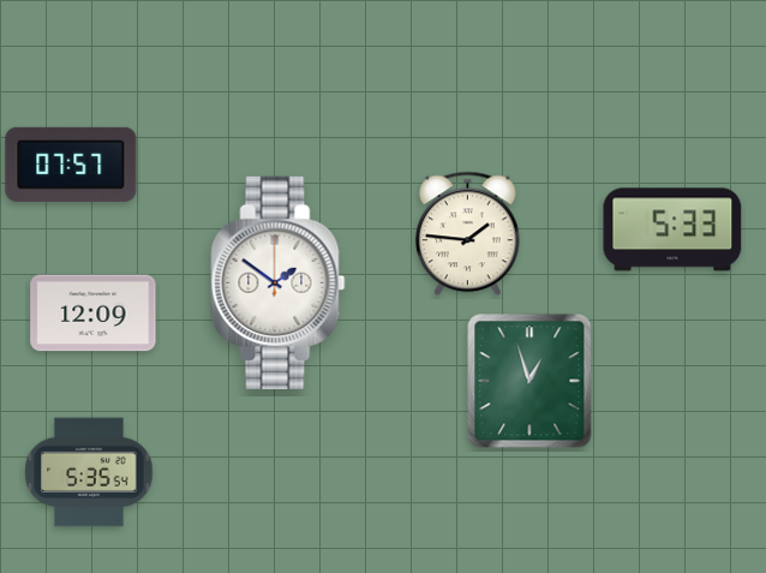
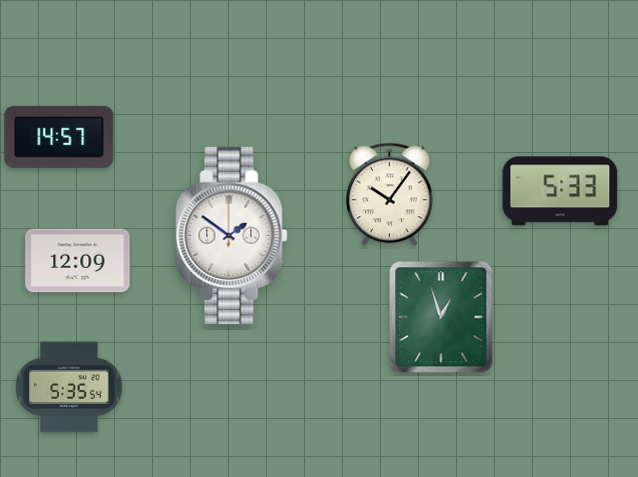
clock at (71, 165): 07:57 -> 14:57
clock at (468, 234): 1:46 -> 10:06
clock at (89, 472) position: (89, 472) -> (69, 387)
